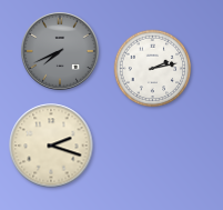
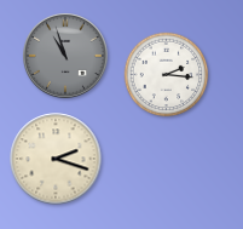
clock at (60, 51): 7:41 -> 10:57
clock at (153, 69): 2:13 -> 2:16
